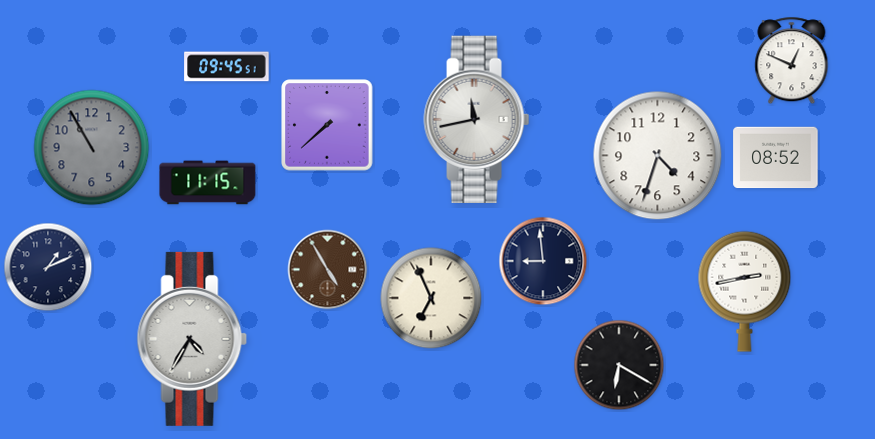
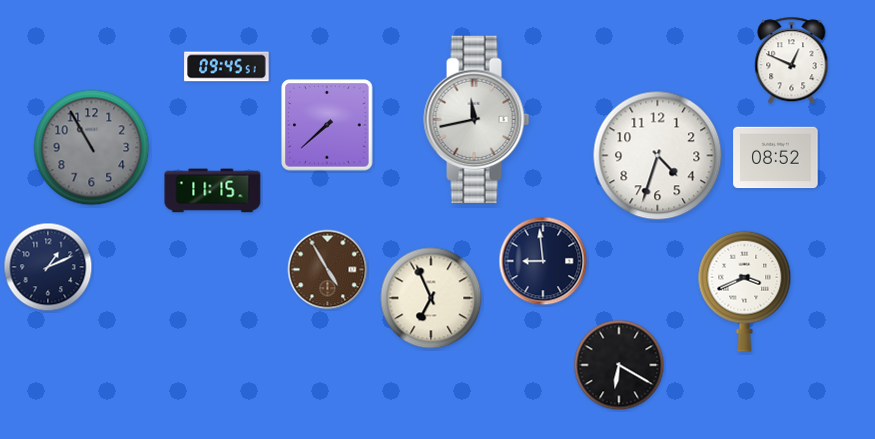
clock at (208, 183) position: (208, 183) -> (213, 191)
clock at (745, 291): 2:43 -> 3:41
clock at (192, 339): 4:35 -> none
